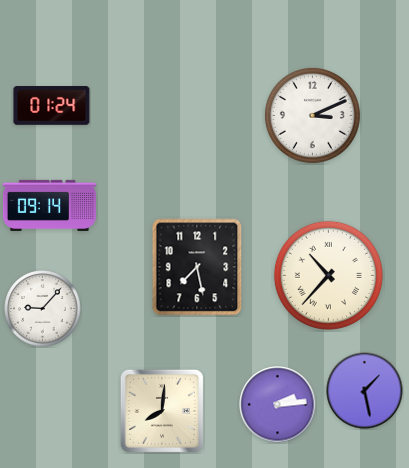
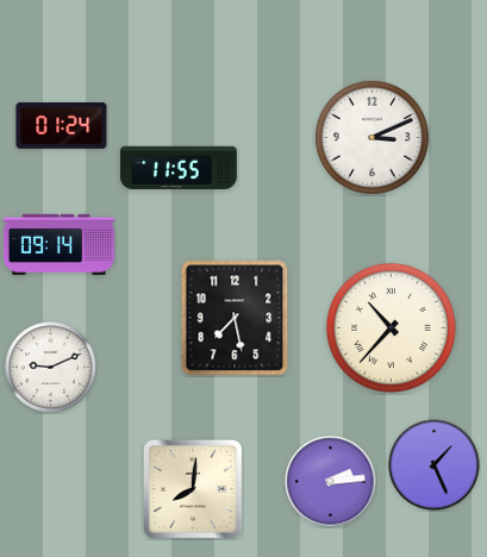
clock at (179, 167): none -> 11:55
clock at (43, 309): 9:07 -> 9:11
clock at (365, 391): 1:28 -> 1:26
